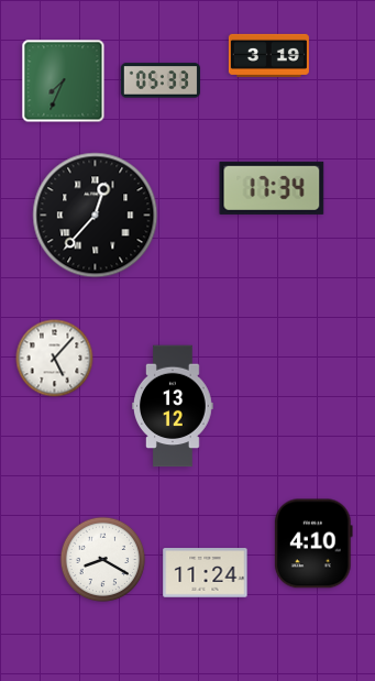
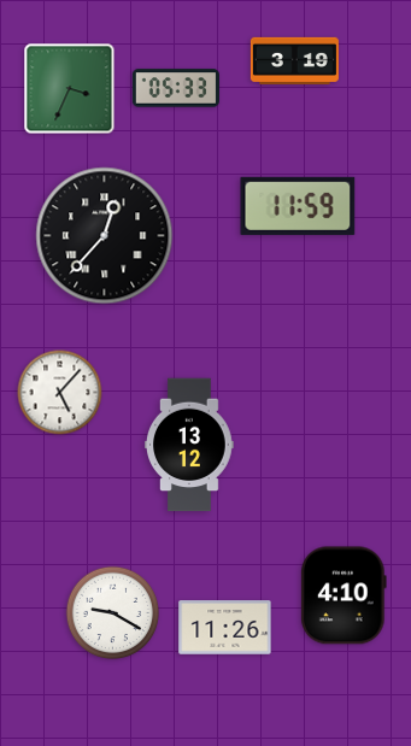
clock at (64, 81): 7:34 -> 3:34
clock at (272, 188): 17:34 -> 11:59
clock at (103, 560): 8:20 -> 9:20
clock at (206, 573): 11:24 -> 11:26
